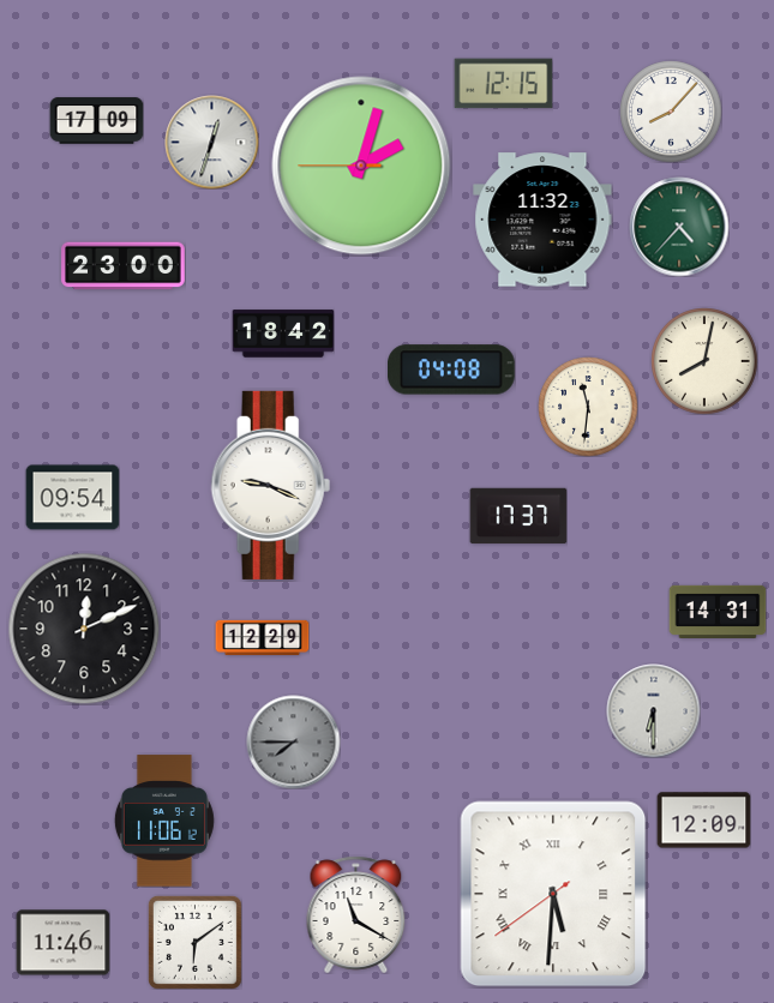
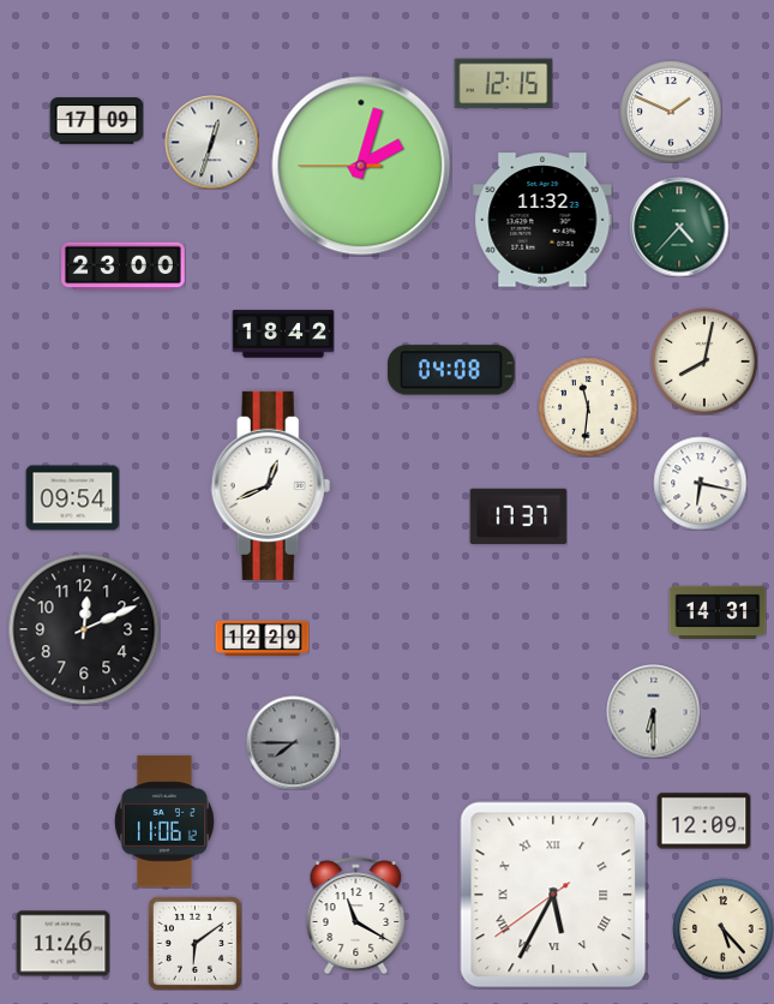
clock at (671, 112): 8:07 -> 1:49
clock at (700, 483): none -> 6:17
clock at (271, 485): 9:19 -> 12:41
clock at (553, 894): 5:30 -> 5:34
clock at (722, 928): none -> 5:23
